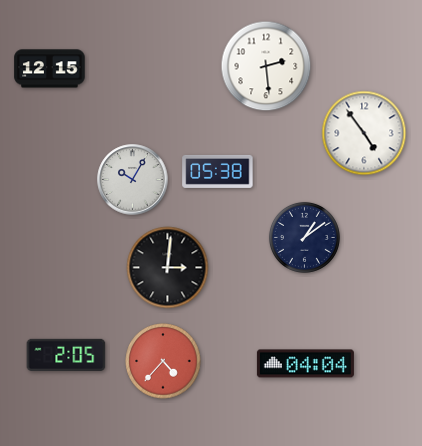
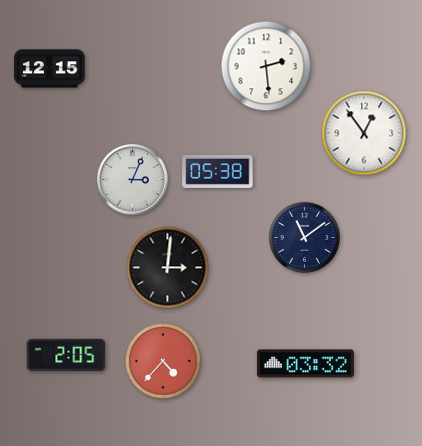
clock at (364, 133): 4:54 -> 12:54
clock at (133, 180): 10:05 -> 3:04
clock at (304, 237): 1:09 -> 11:09
clock at (305, 364): 04:04 -> 03:32
